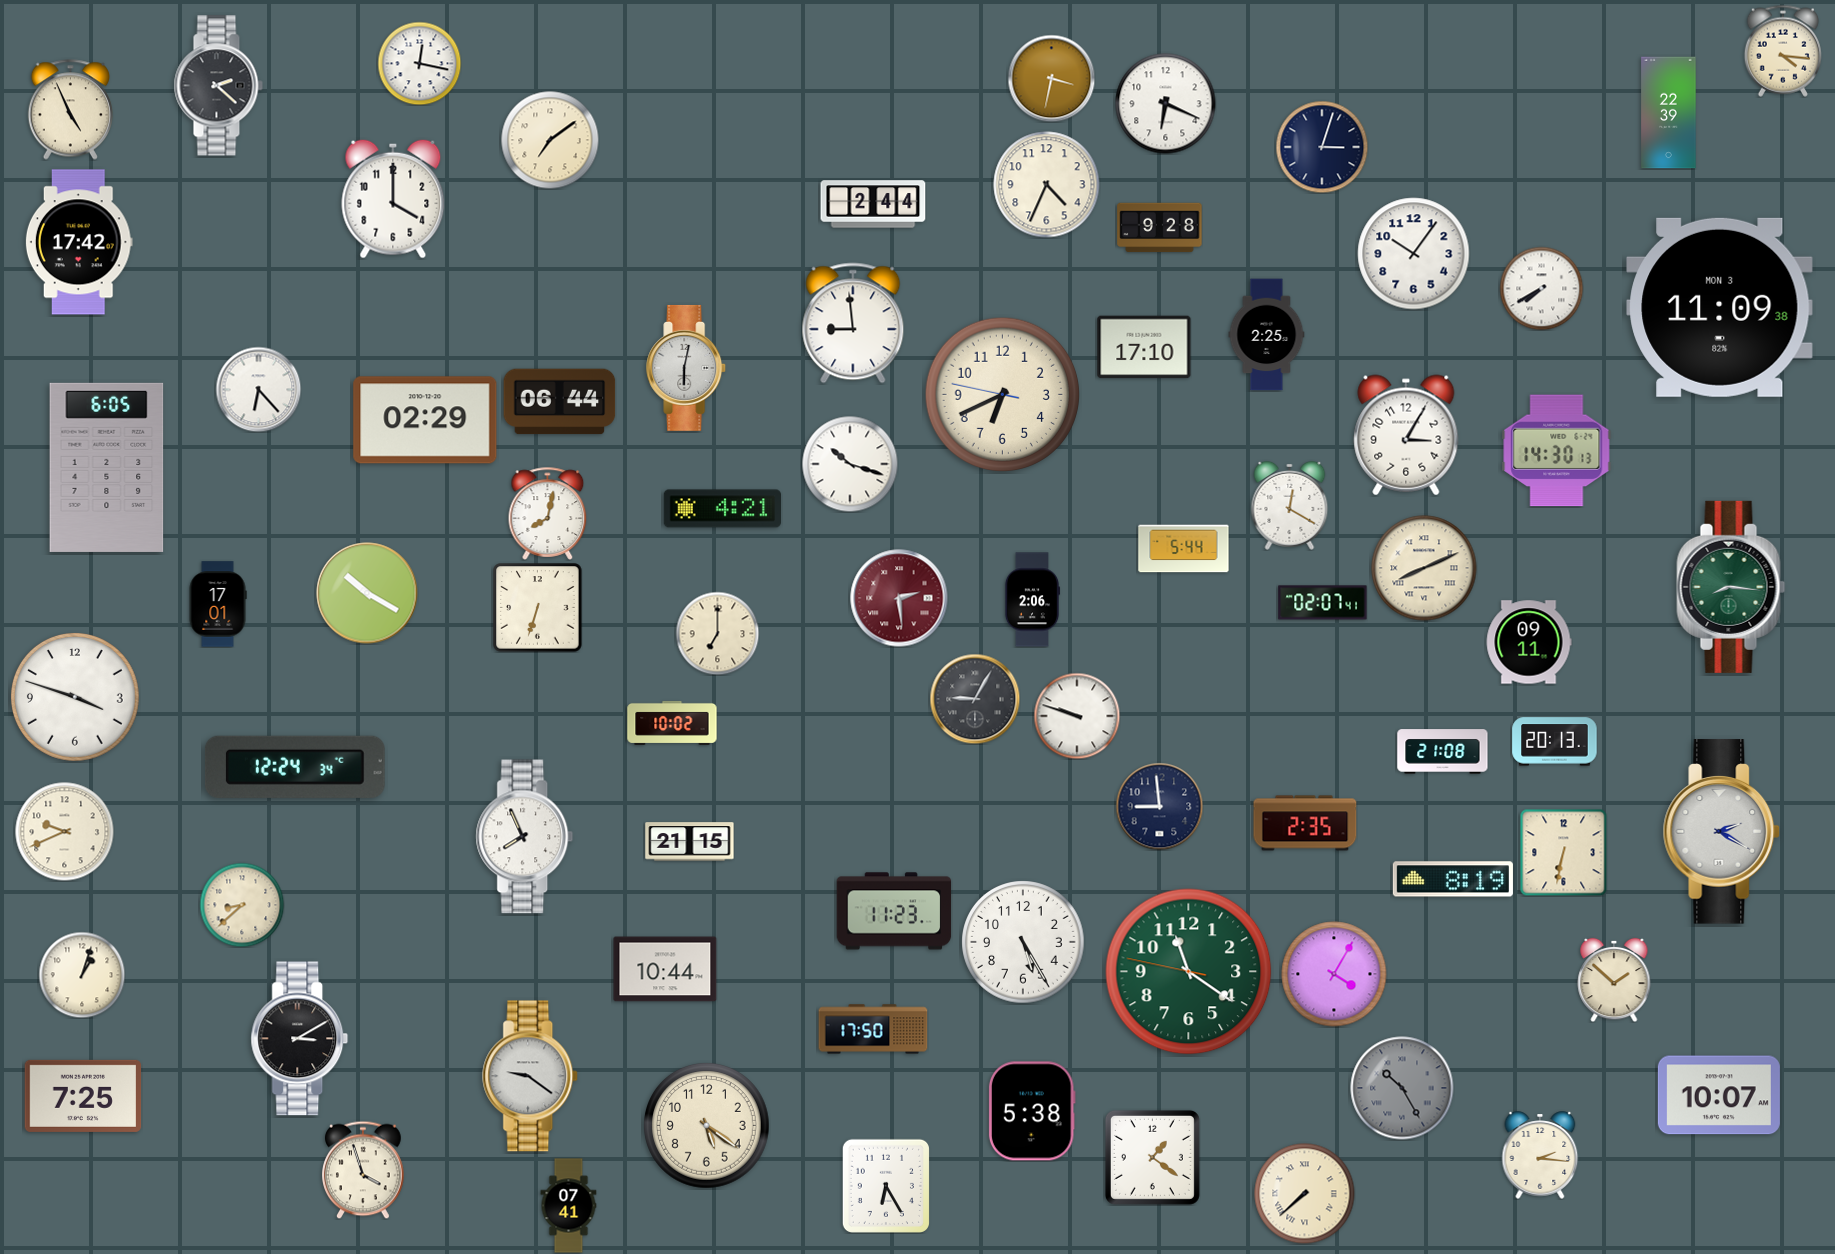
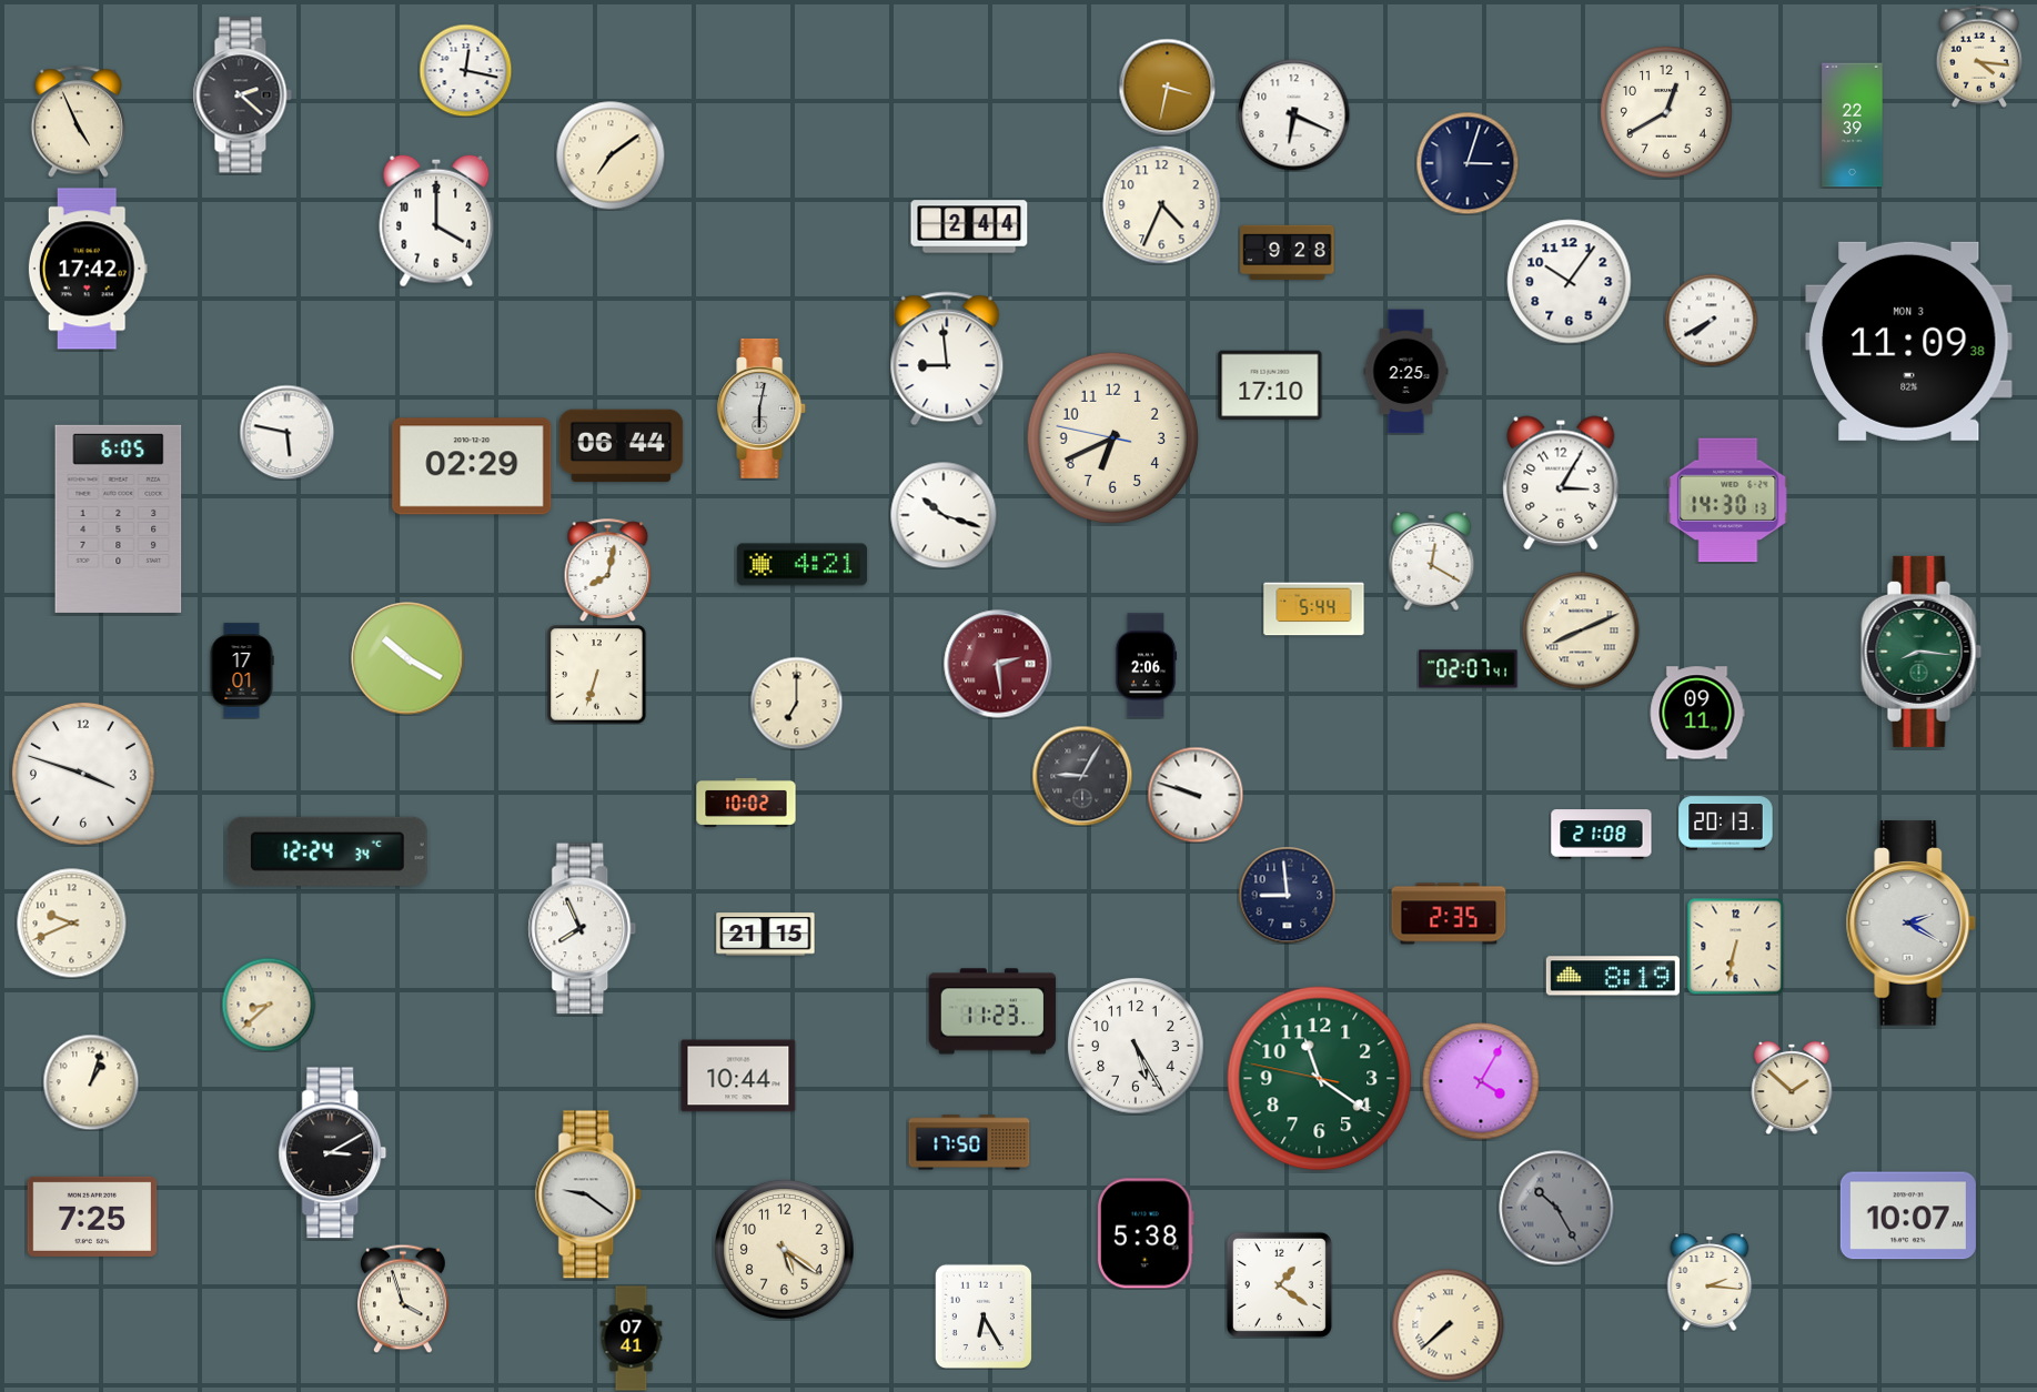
clock at (1666, 112): none -> 12:40
clock at (258, 389): 6:23 -> 5:47
